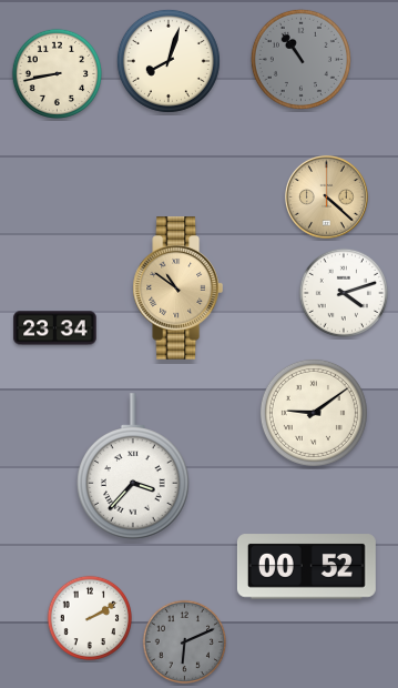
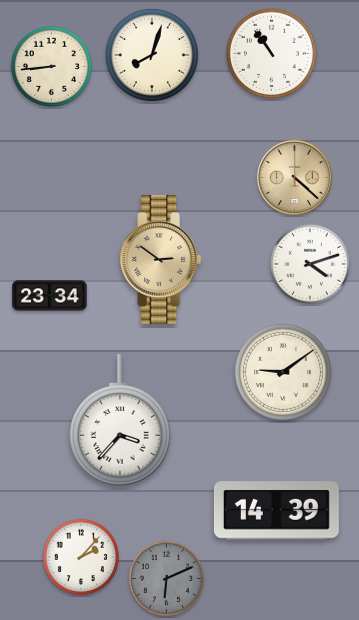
clock at (300, 59) dial: grey -> white
clock at (57, 73): 8:43 -> 8:44
clock at (177, 289): 10:51 -> 2:51
clock at (306, 567): 00:52 -> 14:39
clock at (90, 618): 2:10 -> 2:07
